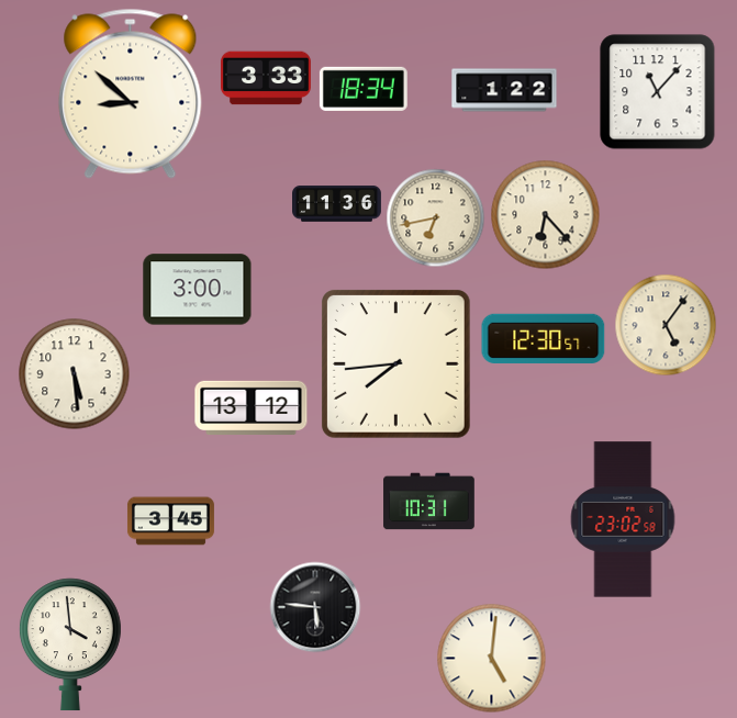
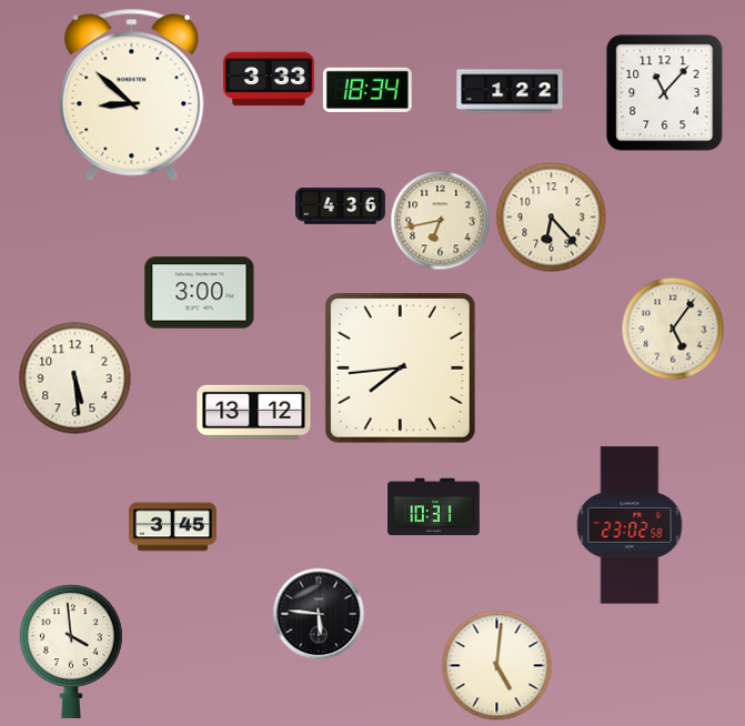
clock at (337, 204): 11:36 -> 4:36
clock at (544, 338): 12:30 -> none
